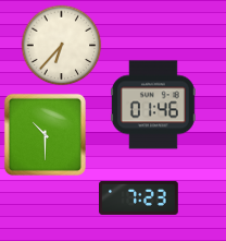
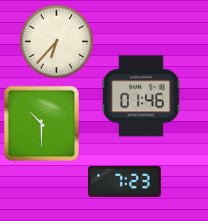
clock at (139, 197) position: (139, 197) -> (125, 181)
